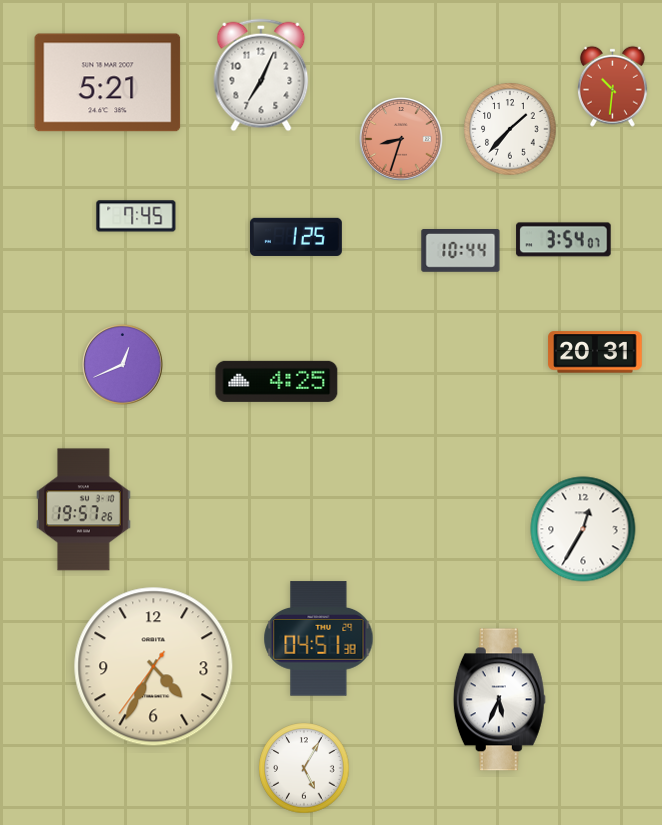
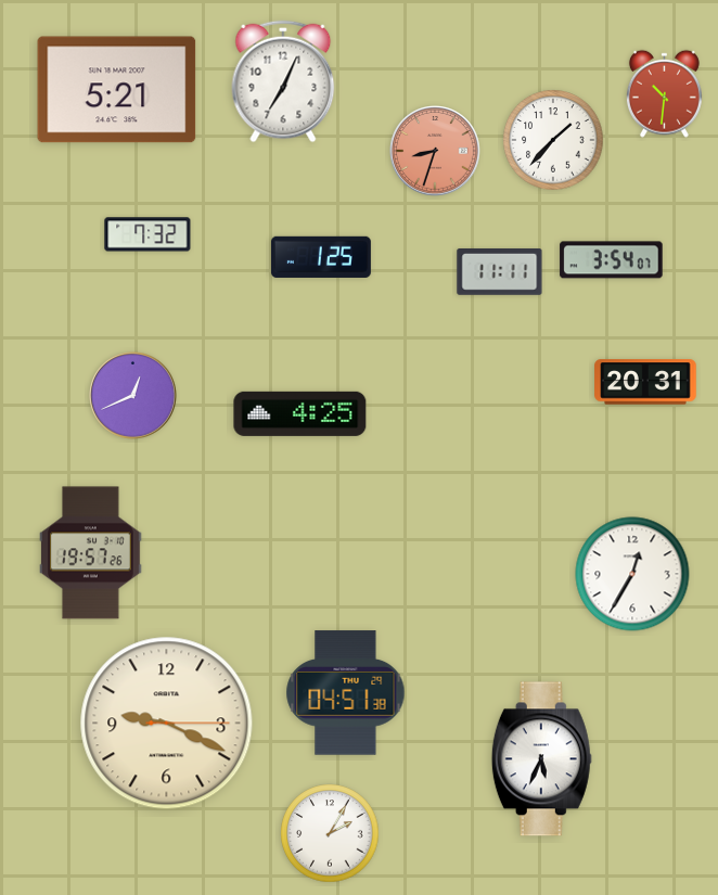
clock at (136, 216): 7:45 -> 7:32
clock at (461, 251): 10:44 -> 11:11
clock at (154, 667): 4:34 -> 9:19
clock at (304, 768): 5:05 -> 2:05
